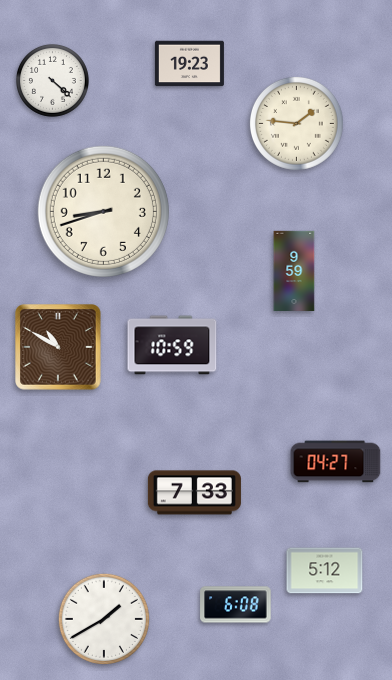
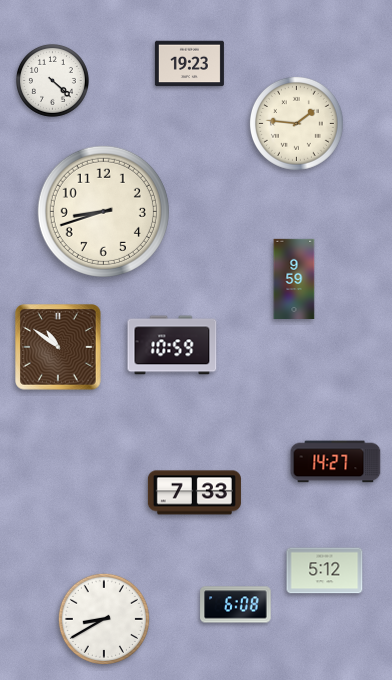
clock at (294, 271) position: (294, 271) -> (294, 279)
clock at (58, 347): 10:50 -> 10:51
clock at (336, 462): 04:27 -> 14:27
clock at (104, 619): 1:40 -> 8:40
